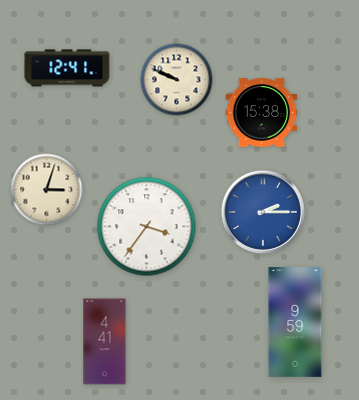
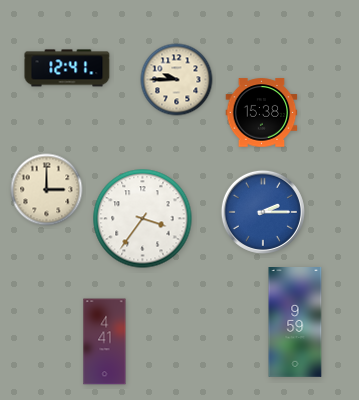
clock at (177, 80): 9:49 -> 9:45
clock at (47, 190): 3:03 -> 3:00
clock at (147, 227) position: (147, 227) -> (143, 219)
